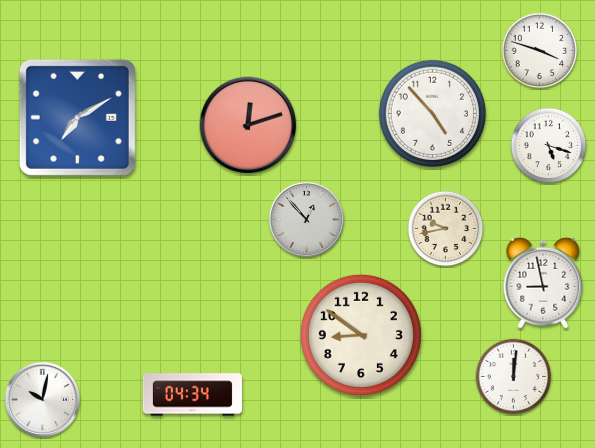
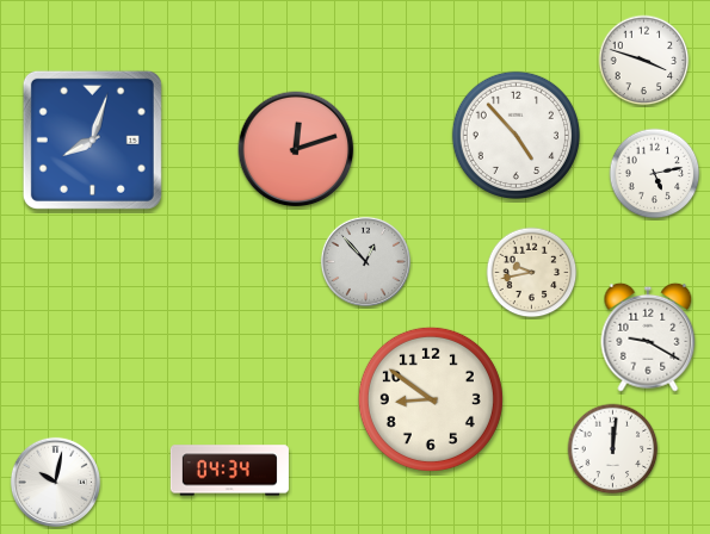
clock at (77, 117): 7:10 -> 8:03
clock at (549, 146): 5:18 -> 5:13
clock at (543, 283): 8:58 -> 9:20
clock at (42, 399) position: (42, 399) -> (55, 482)
